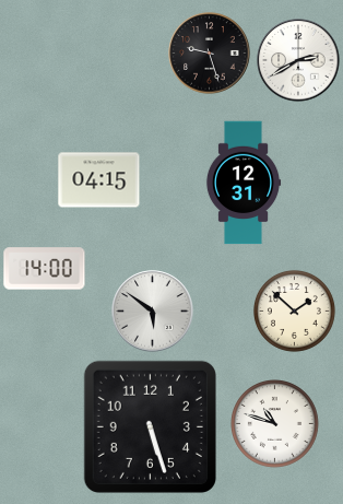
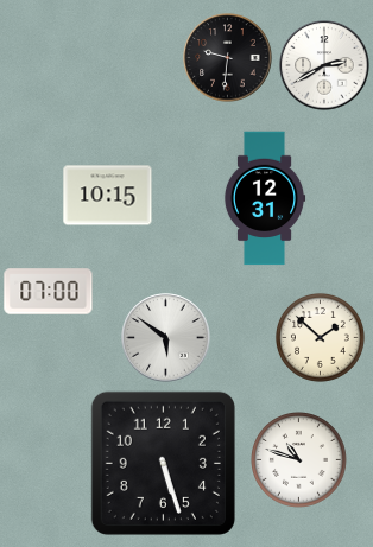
clock at (210, 54): 9:27 -> 9:31
clock at (99, 180): 04:15 -> 10:15
clock at (45, 269): 14:00 -> 07:00
